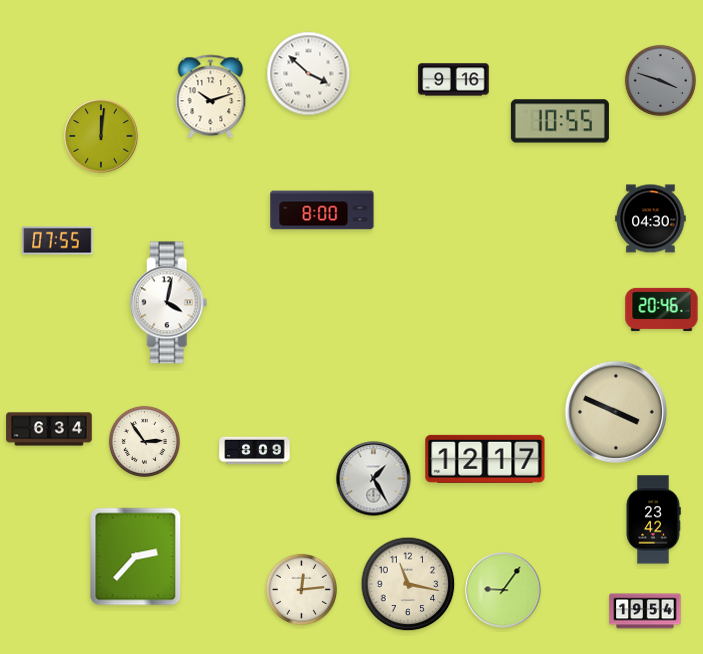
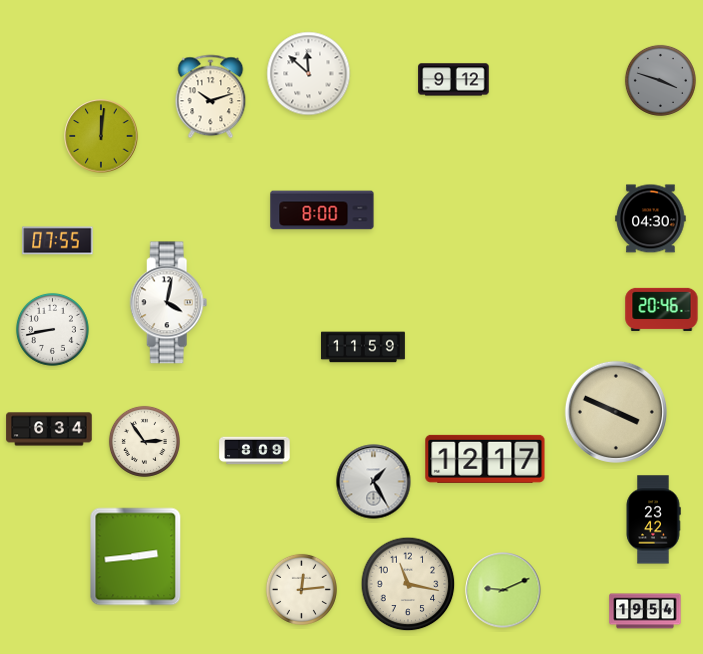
clock at (309, 74): 3:52 -> 11:52
clock at (454, 80): 9:16 -> 9:12
clock at (560, 121): 10:55 -> none
clock at (52, 329): none -> 8:43
clock at (363, 347): none -> 11:59
clock at (374, 479) position: (374, 479) -> (374, 482)
clock at (136, 557): 2:37 -> 2:44
clock at (503, 590): 9:06 -> 9:11
